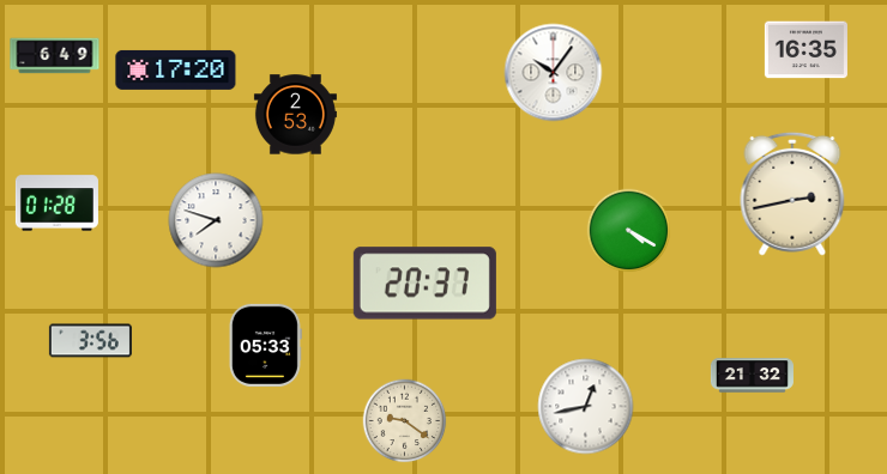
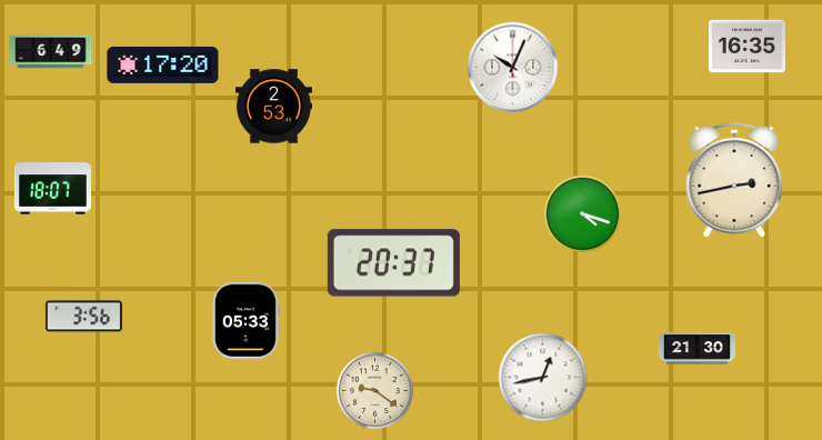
clock at (554, 73): 10:06 -> 10:04
clock at (56, 203): 01:28 -> 18:07
clock at (216, 220): 7:48 -> none
clock at (629, 231): 4:20 -> 4:18
clock at (752, 376): 21:32 -> 21:30
